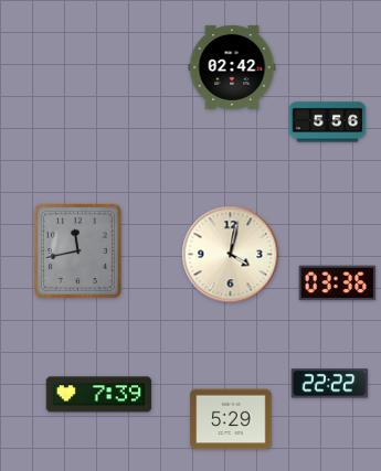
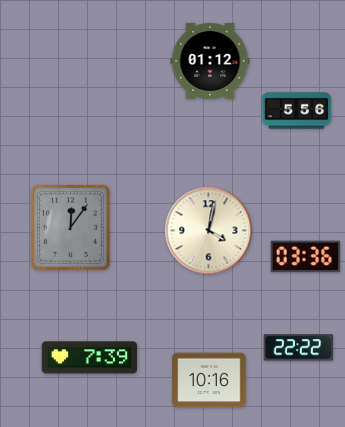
clock at (232, 67): 02:42 -> 01:12
clock at (77, 250): 11:43 -> 12:06
clock at (231, 419): 5:29 -> 10:16
